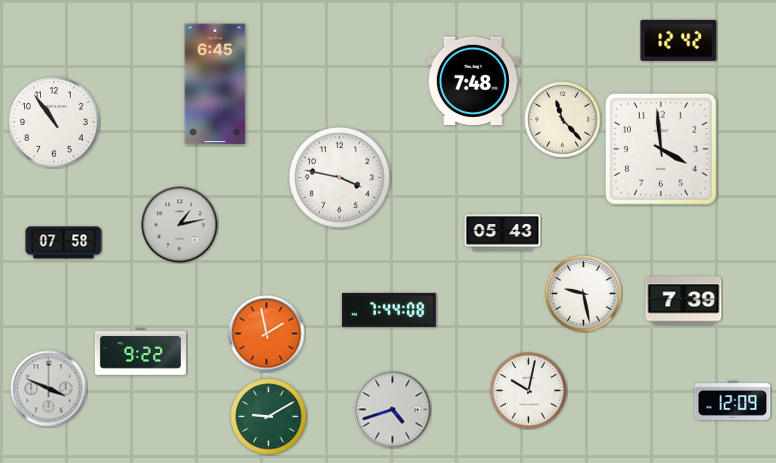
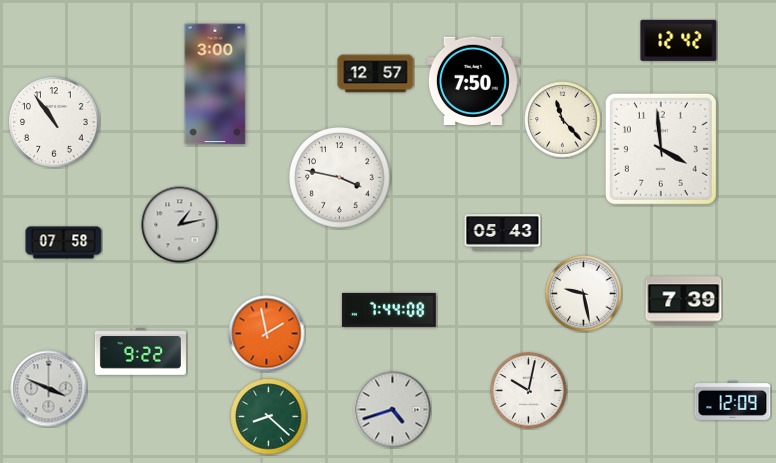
clock at (376, 74): none -> 12:57
clock at (473, 80): 7:48 -> 7:50
clock at (215, 84): 6:45 -> 3:00
clock at (269, 417): 9:10 -> 8:22
